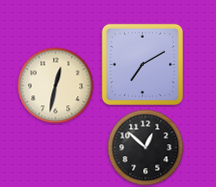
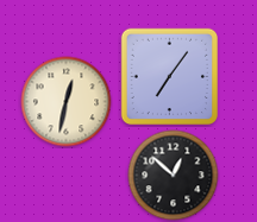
clock at (143, 65): 7:10 -> 7:06
